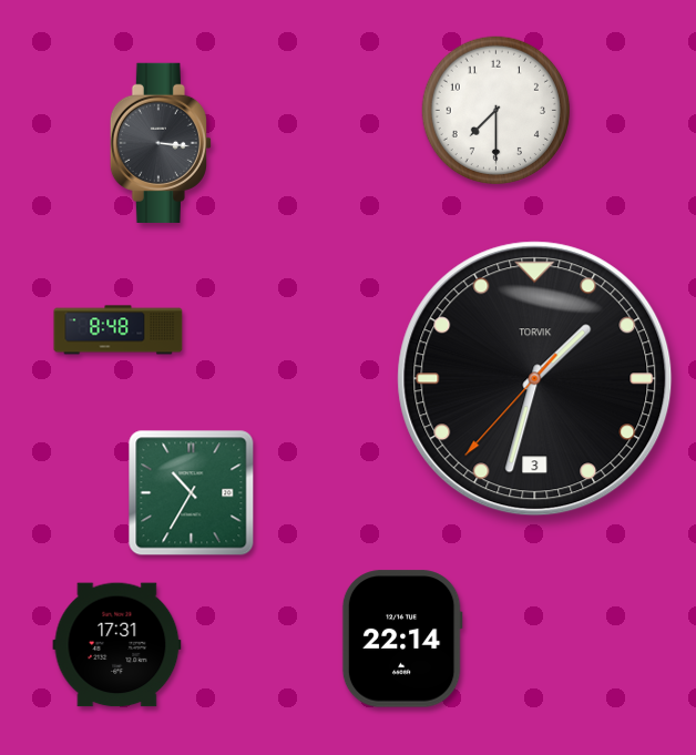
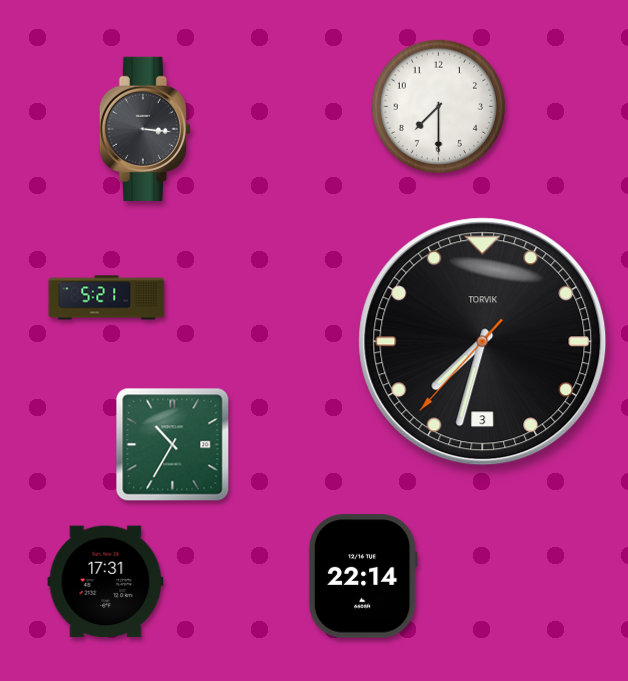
clock at (495, 110) position: (495, 110) -> (438, 106)
clock at (119, 330): 8:48 -> 5:21
clock at (535, 379): 1:32 -> 7:32
